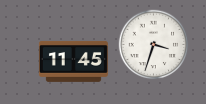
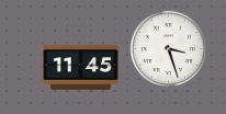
clock at (154, 45): 3:33 -> 3:27
